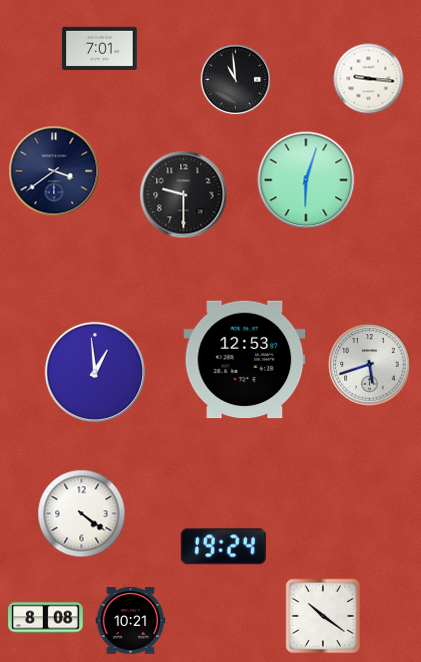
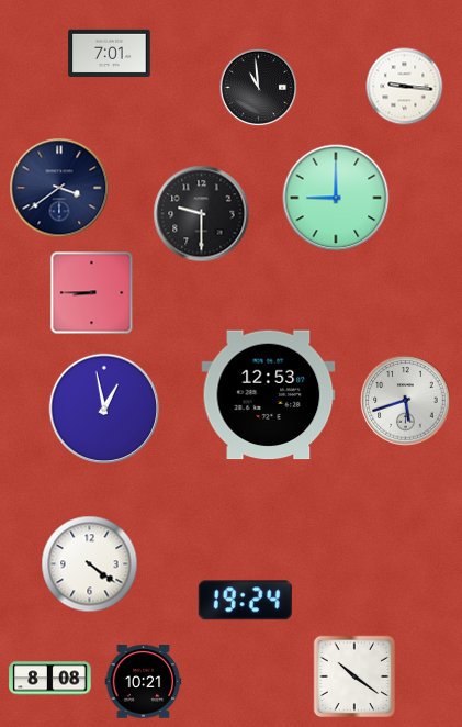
clock at (306, 180): 6:03 -> 9:00
clock at (92, 293): none -> 8:45
clock at (95, 372): 12:59 -> 12:58
